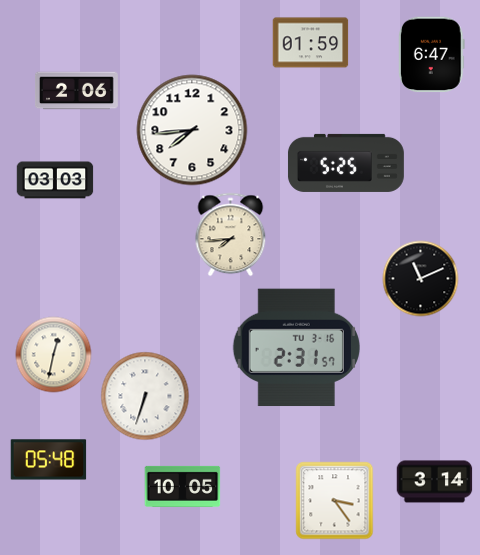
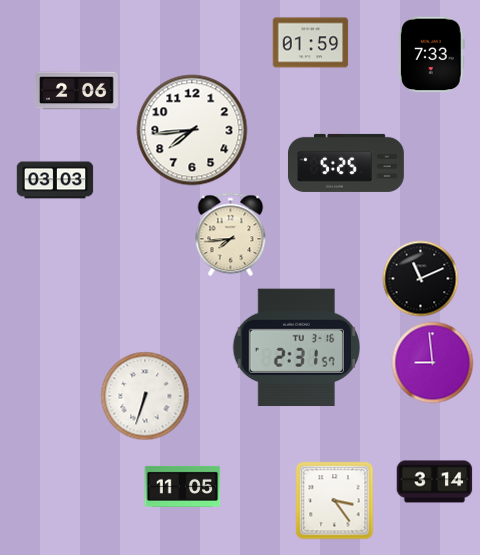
clock at (431, 55): 6:47 -> 7:33
clock at (54, 355): 12:32 -> none
clock at (433, 363): none -> 8:59
clock at (49, 460): 05:48 -> none
clock at (183, 486): 10:05 -> 11:05
